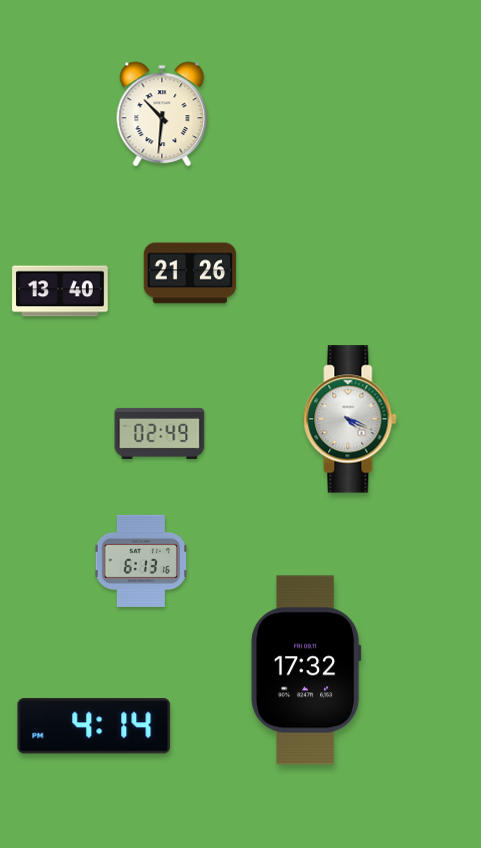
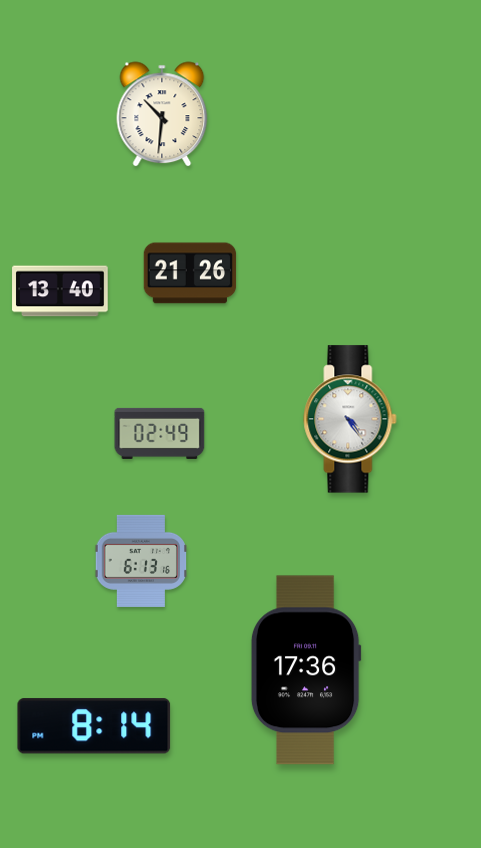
clock at (350, 419): 4:19 -> 4:24
clock at (306, 670): 17:32 -> 17:36
clock at (94, 726): 4:14 -> 8:14
